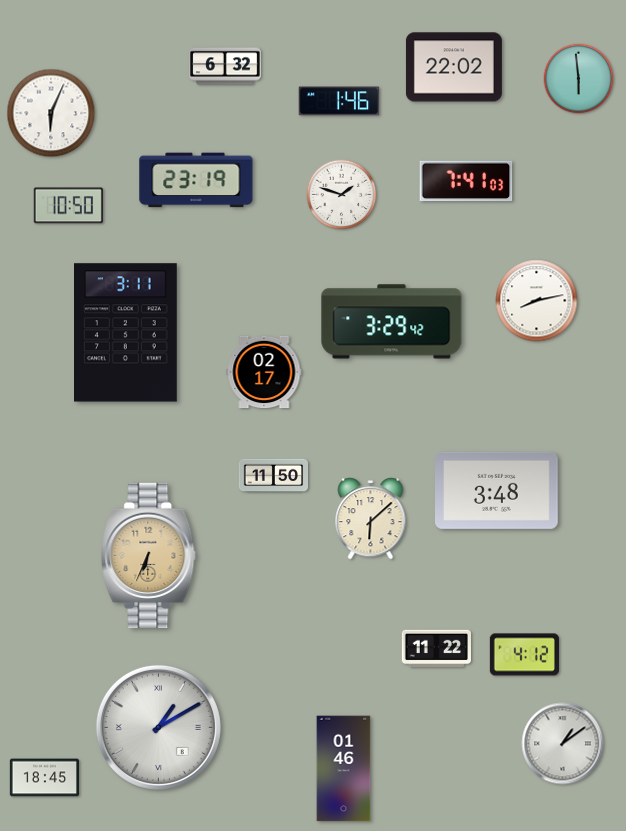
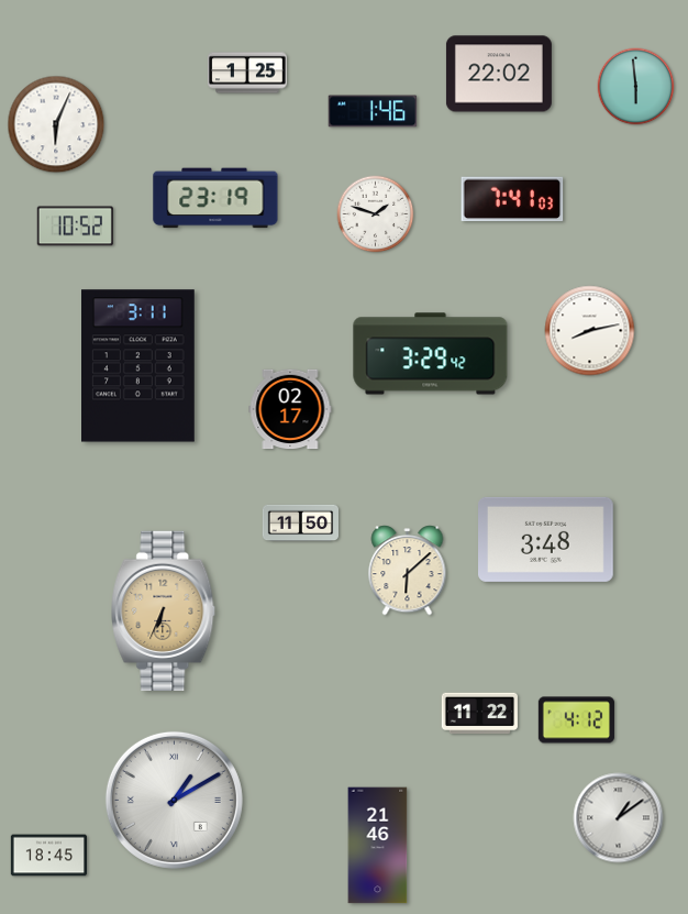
clock at (225, 66): 6:32 -> 1:25
clock at (68, 206): 10:50 -> 10:52
clock at (344, 769): 01:46 -> 21:46
